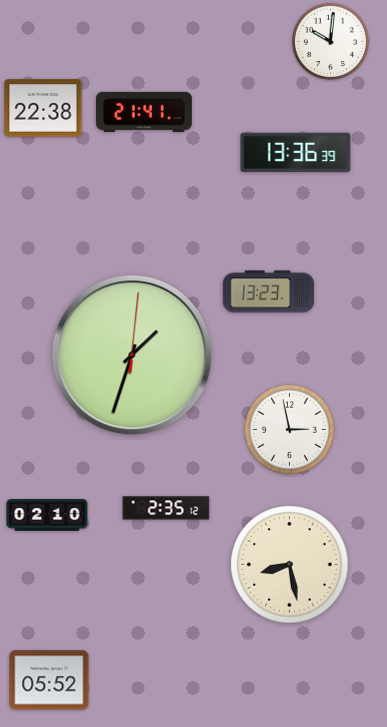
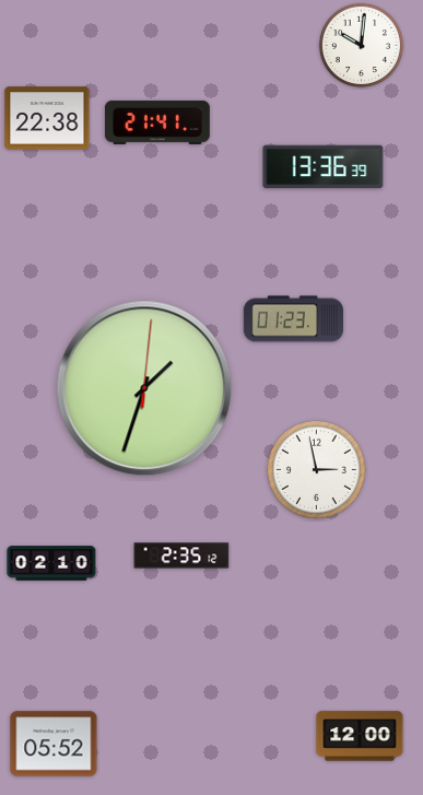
clock at (269, 292): 13:23 -> 01:23
clock at (290, 565): 8:28 -> none
clock at (360, 736): none -> 12:00
